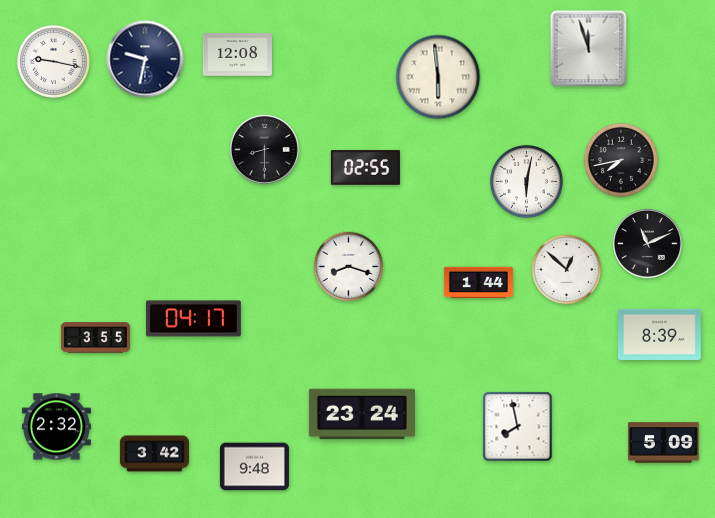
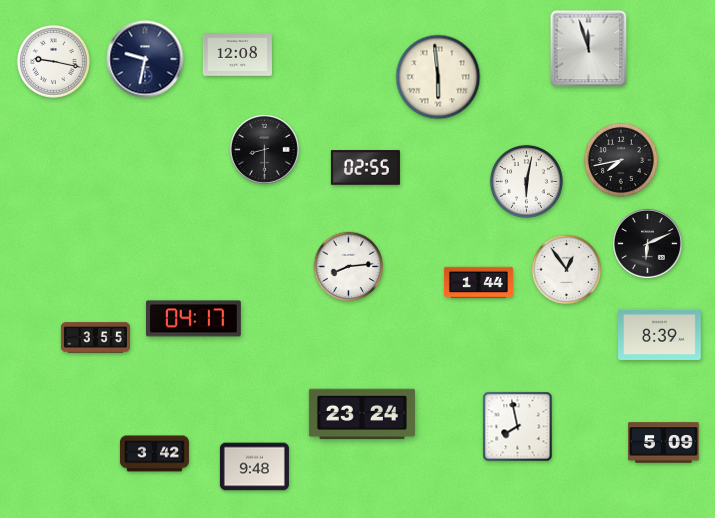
clock at (648, 244): 11:11 -> 6:11
clock at (349, 267): 8:18 -> 8:14
clock at (567, 270): 12:52 -> 12:54
clock at (56, 427): 2:32 -> none
